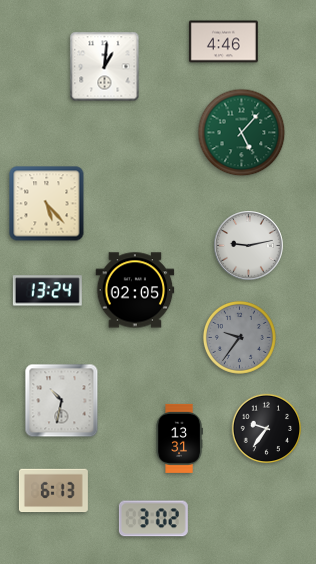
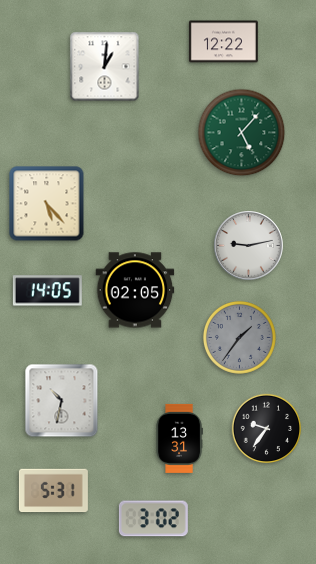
clock at (223, 42): 4:46 -> 12:22
clock at (47, 291): 13:24 -> 14:05
clock at (239, 337): 9:36 -> 1:36
clock at (53, 491): 6:13 -> 5:31
